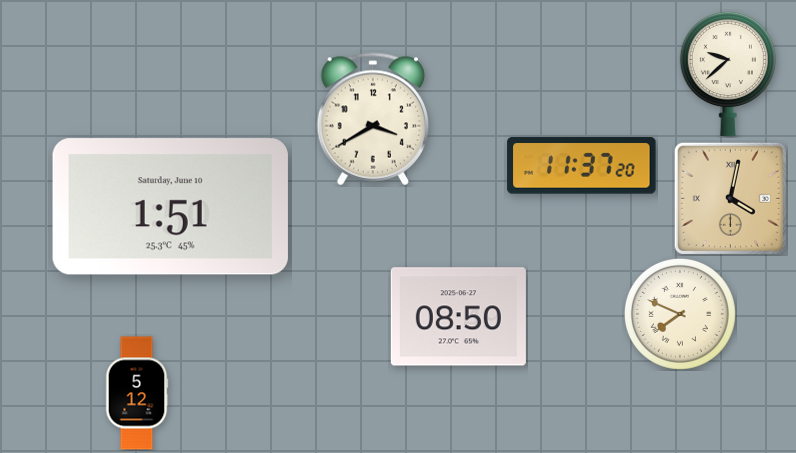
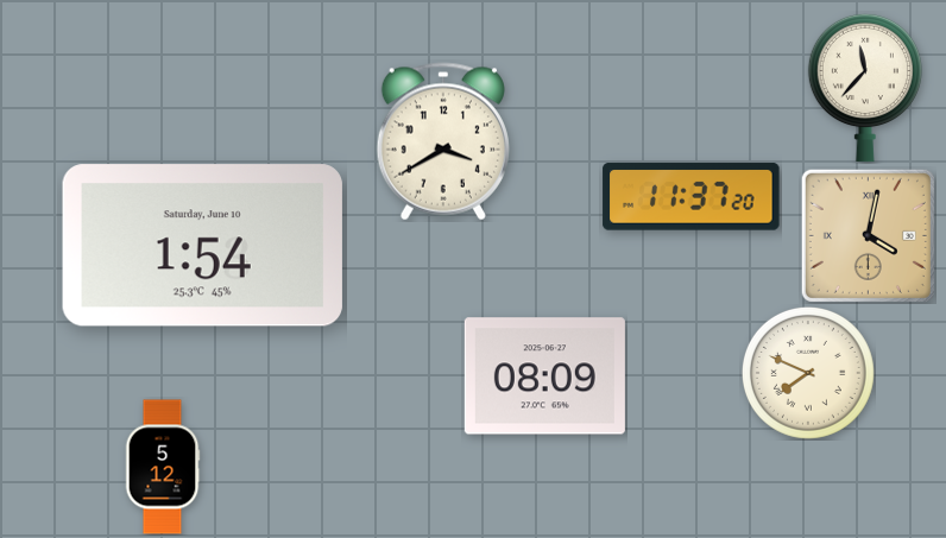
clock at (728, 74): 9:38 -> 11:37
clock at (170, 207): 1:51 -> 1:54
clock at (458, 317): 08:50 -> 08:09
